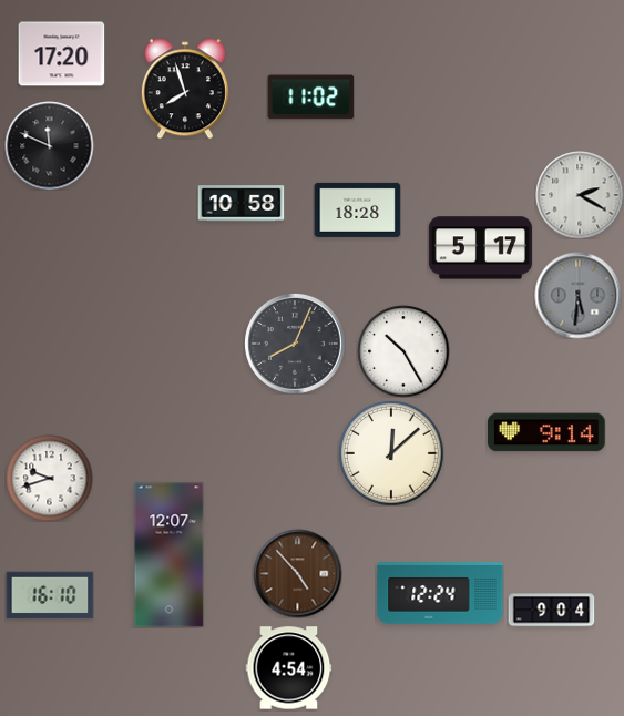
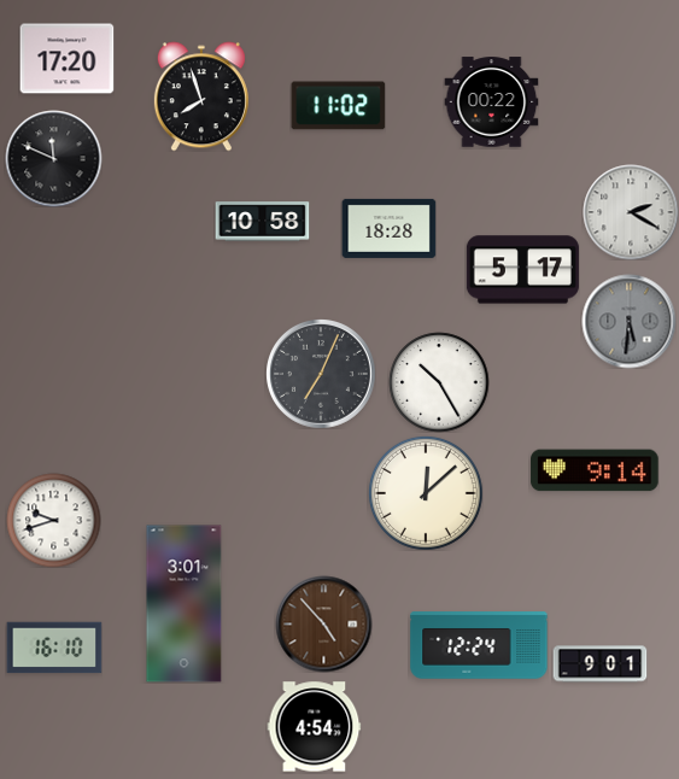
clock at (491, 102): none -> 00:22
clock at (295, 344): 8:04 -> 7:04
clock at (170, 555): 12:07 -> 3:01
clock at (551, 611): 9:04 -> 9:01
